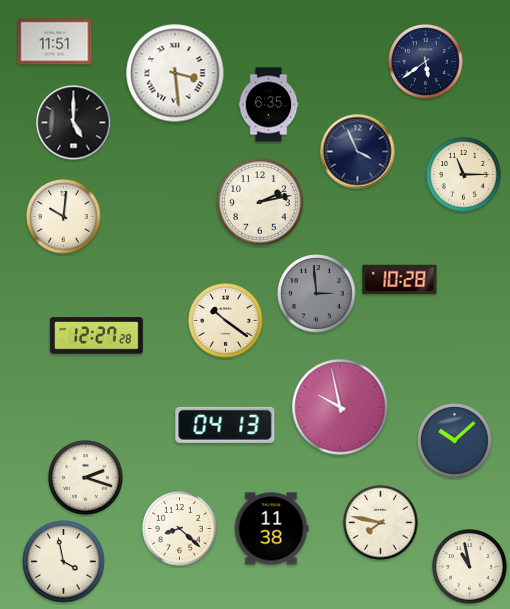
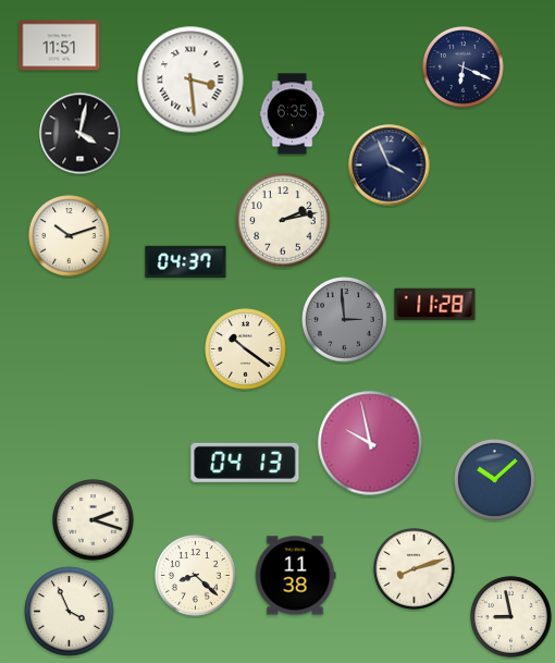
clock at (426, 62): 5:39 -> 6:19
clock at (74, 123): 5:00 -> 4:02
clock at (464, 175): 11:15 -> none
clock at (64, 217): 10:01 -> 10:12
clock at (186, 262): none -> 04:37
clock at (400, 280): 10:28 -> 11:28
clock at (97, 336): 12:27 -> none
clock at (381, 523): 7:47 -> 8:12
clock at (64, 562): 3:58 -> 3:56
clock at (470, 567): 10:58 -> 8:58
